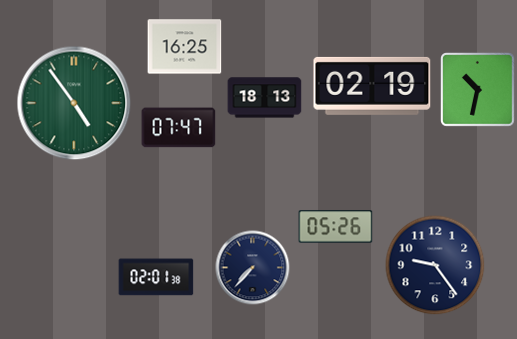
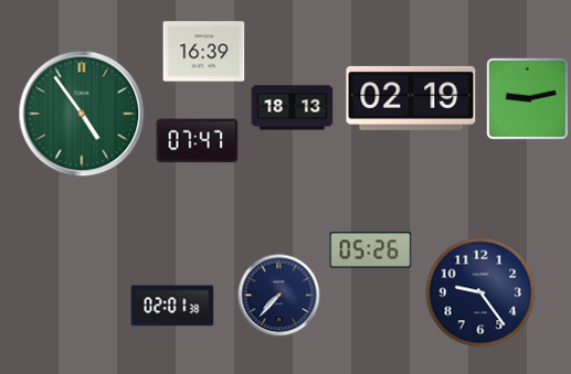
clock at (185, 47): 16:25 -> 16:39
clock at (372, 86) position: (372, 86) -> (411, 98)
clock at (478, 90): 10:32 -> 9:13
